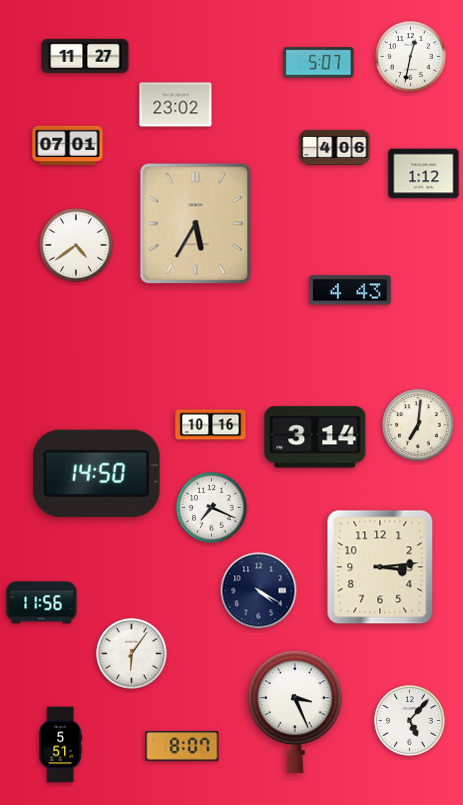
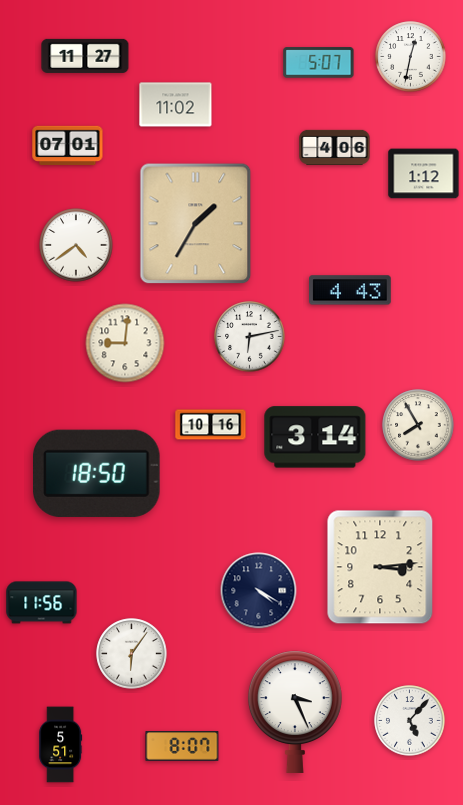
clock at (176, 105): 23:02 -> 11:02
clock at (196, 224): 5:35 -> 1:35
clock at (250, 337): none -> 6:13
clock at (125, 343): none -> 9:01
clock at (418, 425): 7:01 -> 7:55
clock at (97, 473): 14:50 -> 18:50
clock at (212, 508): 7:19 -> none
